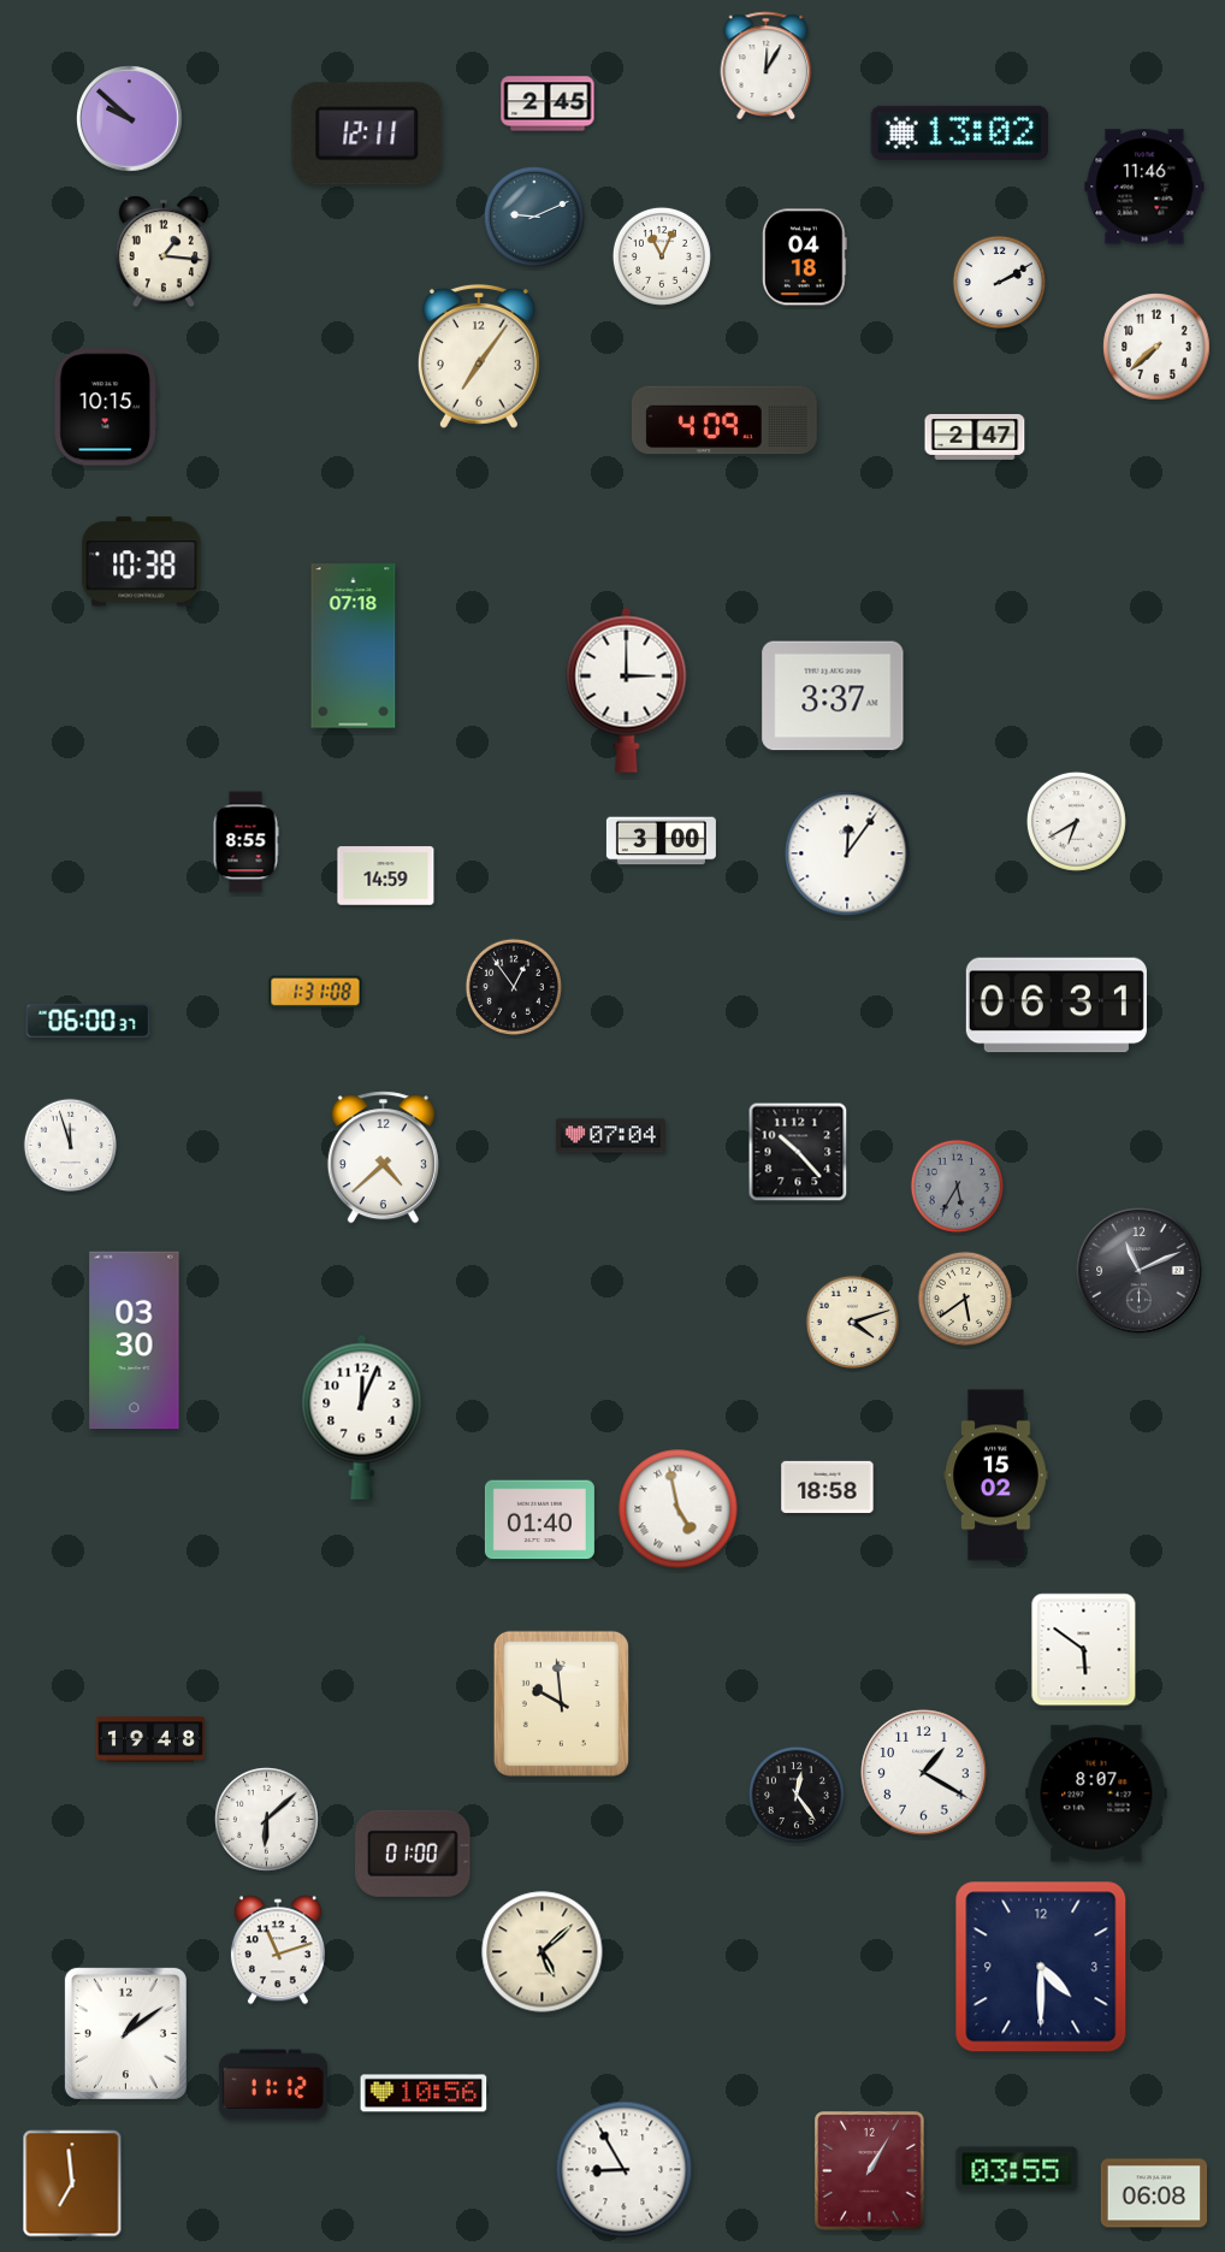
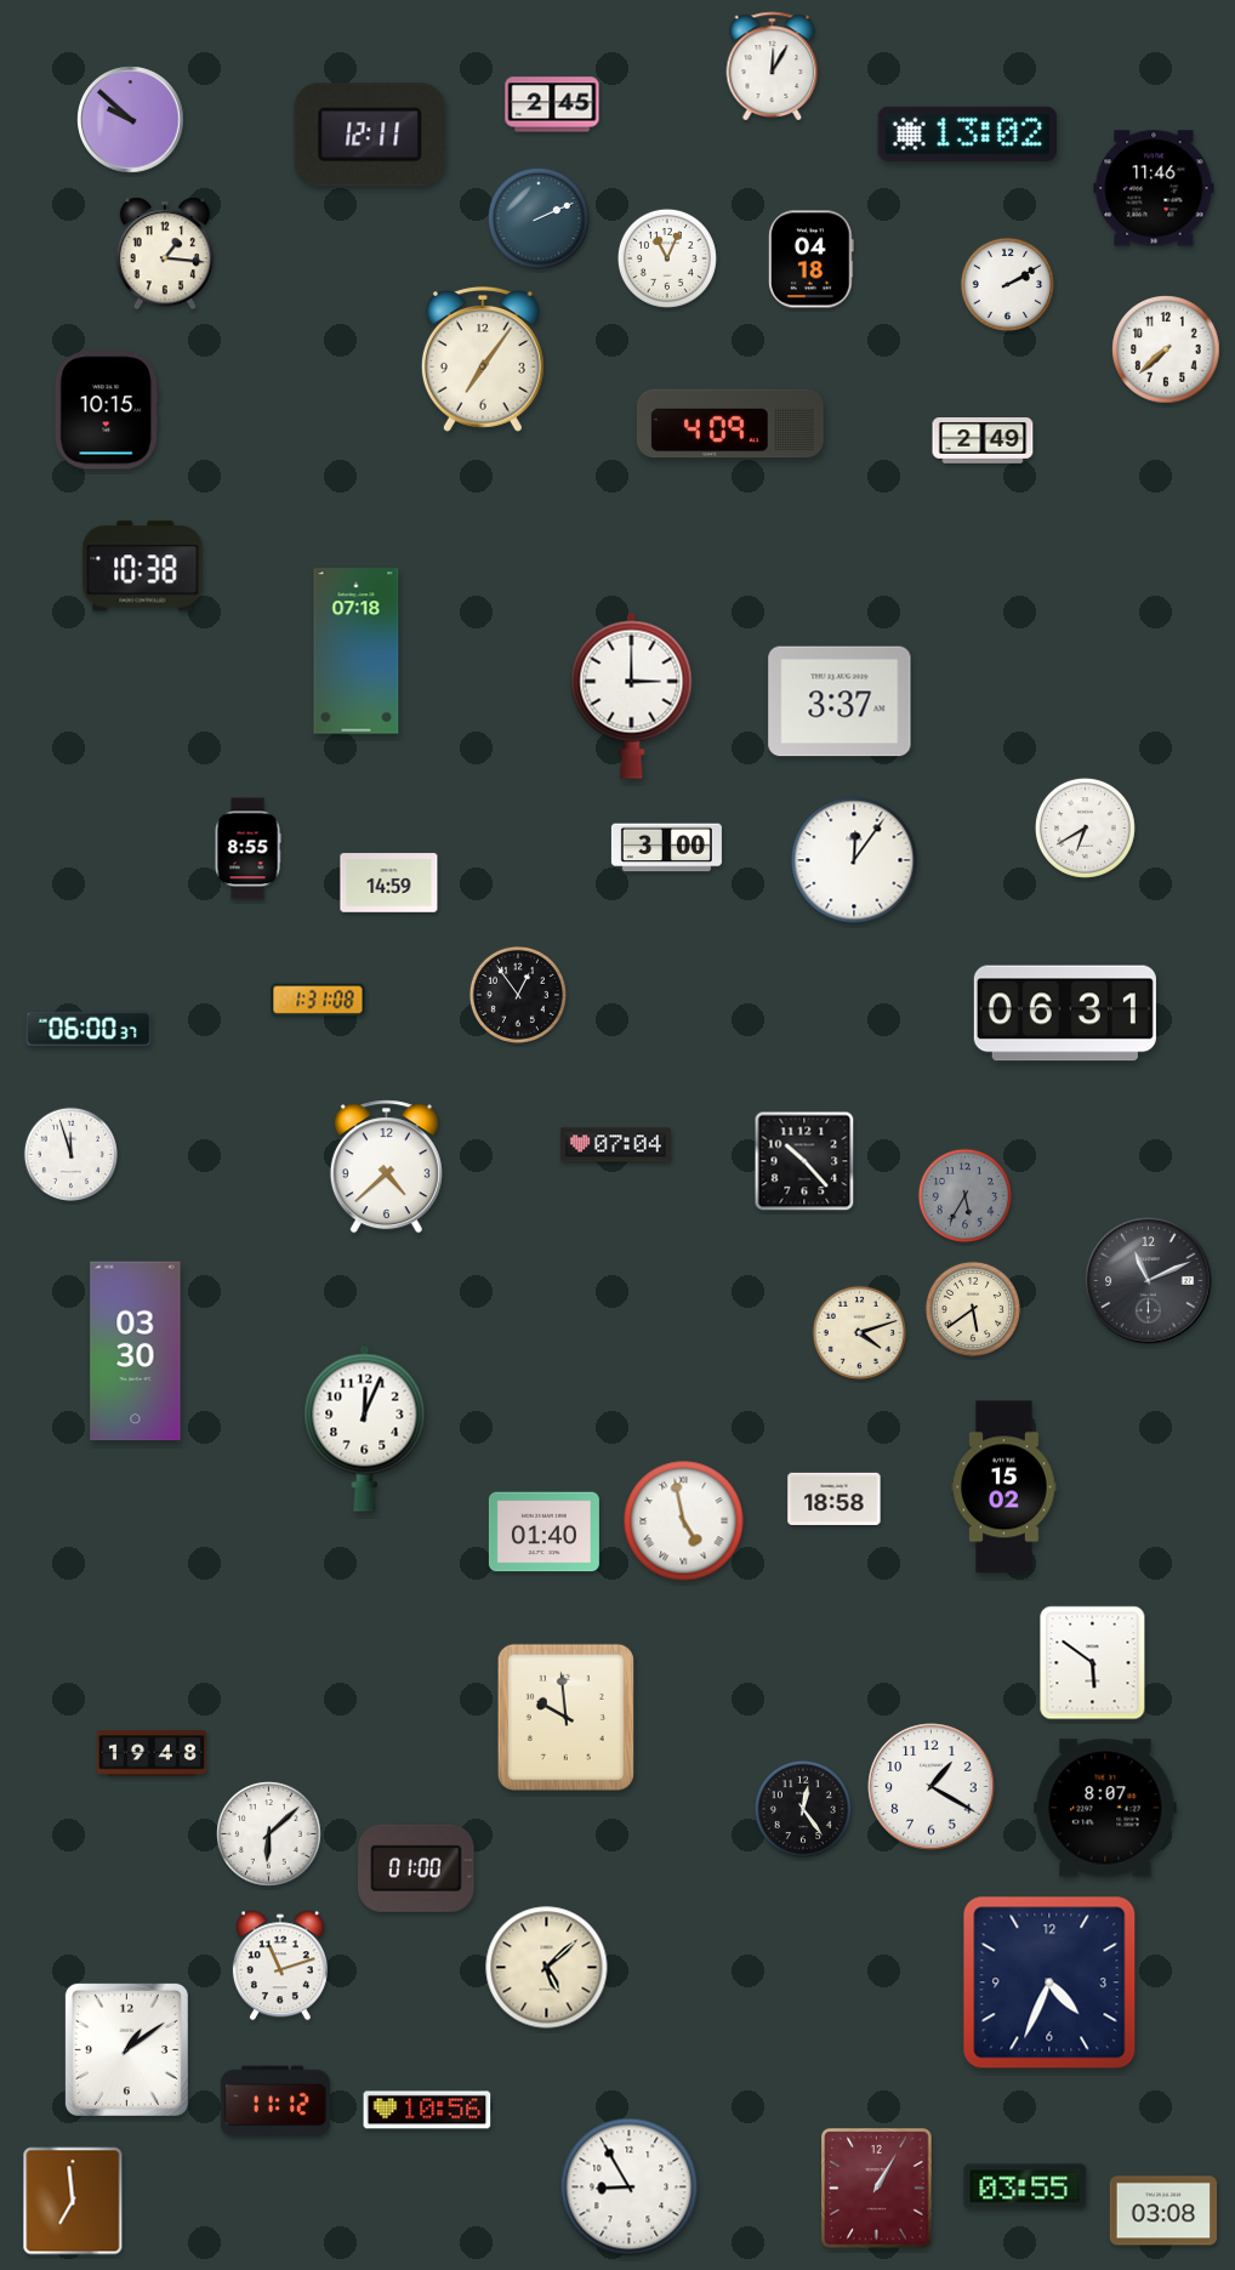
clock at (534, 217): 9:11 -> 2:11
clock at (975, 438): 2:47 -> 2:49
clock at (1041, 1967): 4:30 -> 4:34
clock at (1154, 2193): 06:08 -> 03:08
